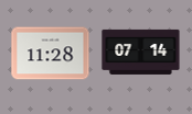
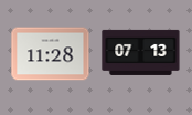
clock at (141, 52): 07:14 -> 07:13
